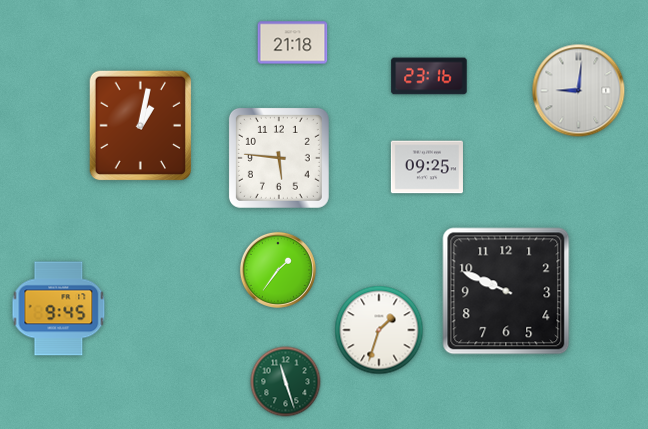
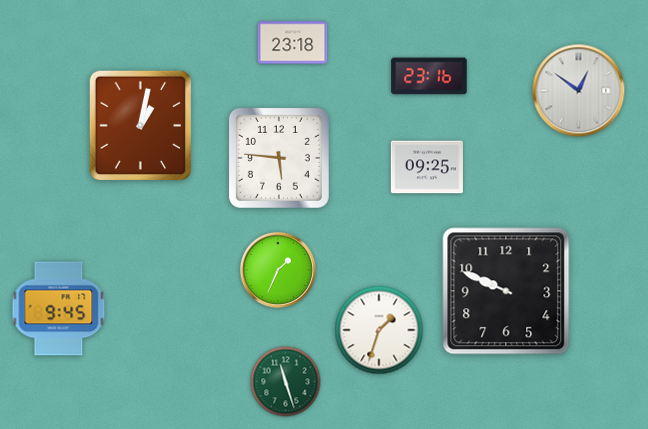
clock at (293, 43): 21:18 -> 23:18
clock at (579, 91): 9:01 -> 12:51
clock at (278, 270): 1:36 -> 1:34
